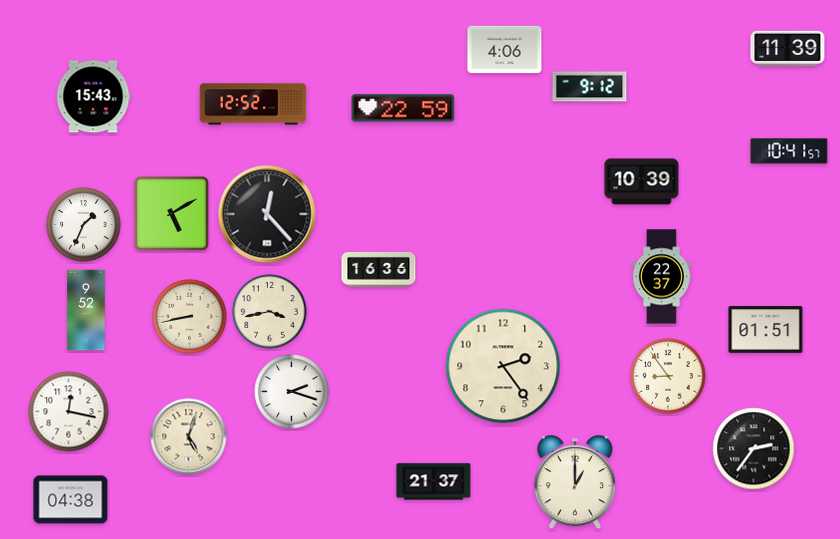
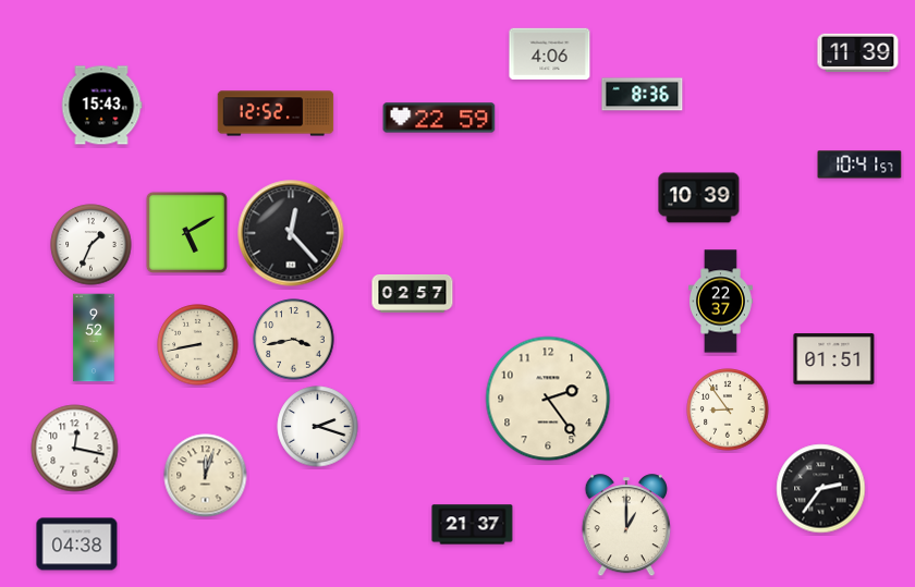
clock at (590, 87): 9:12 -> 8:36
clock at (379, 269): 16:36 -> 02:57
clock at (190, 317) position: (190, 317) -> (198, 345)
clock at (189, 437): 5:03 -> 12:03
